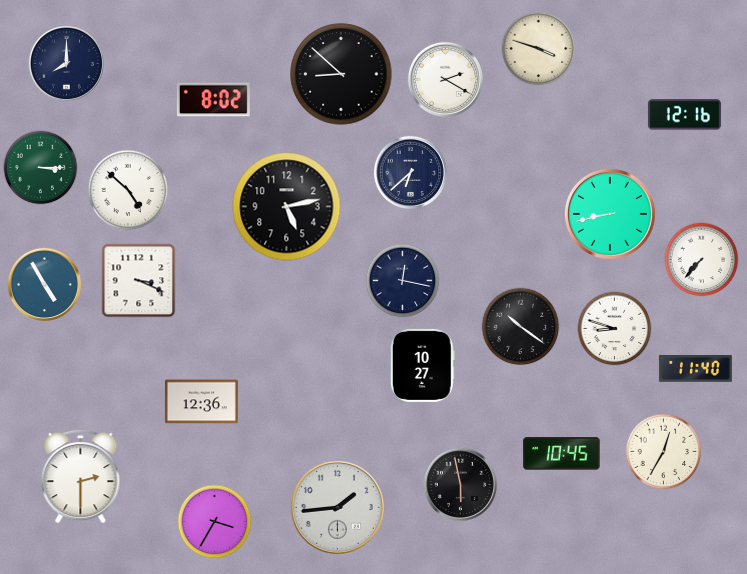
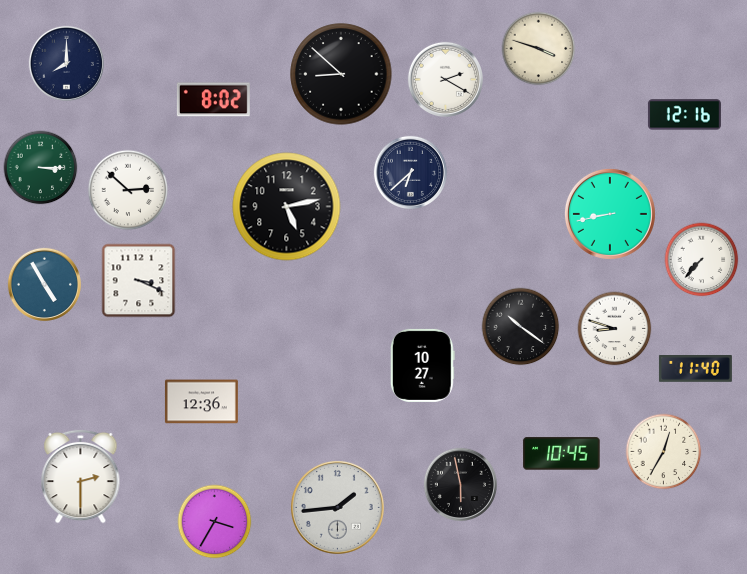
clock at (128, 190): 4:52 -> 2:52
clock at (403, 281): 12:17 -> none
